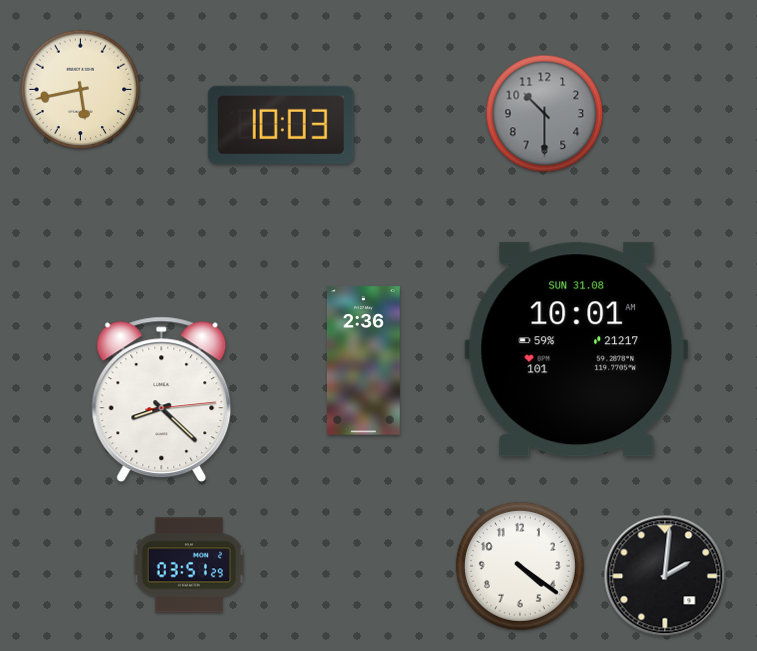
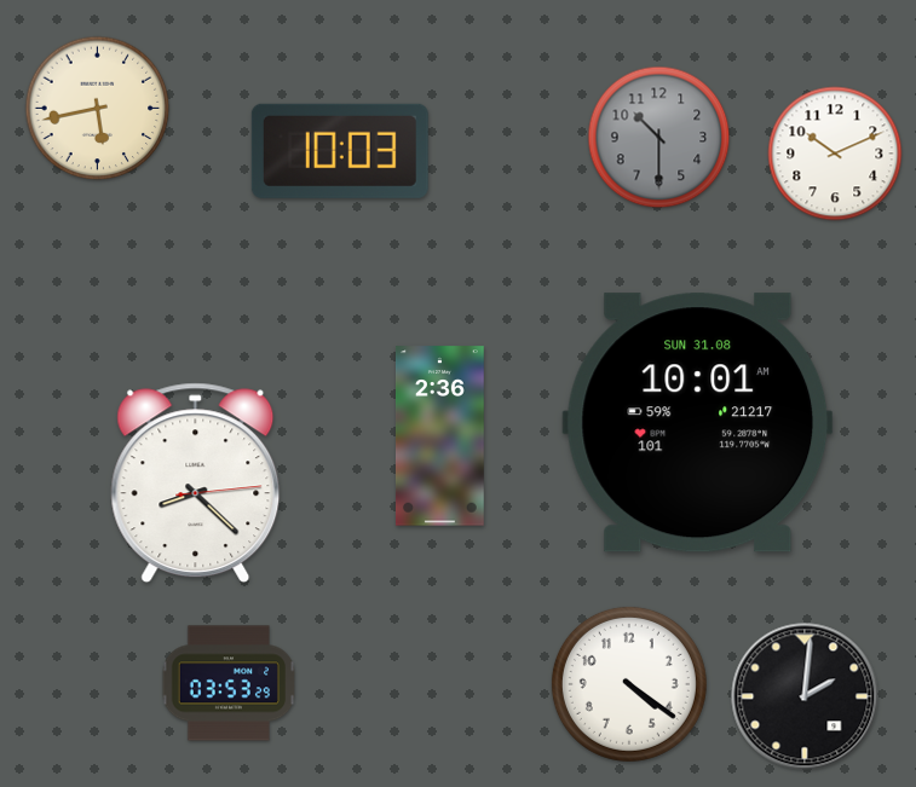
clock at (835, 154): none -> 10:11
clock at (189, 565): 03:51 -> 03:53
